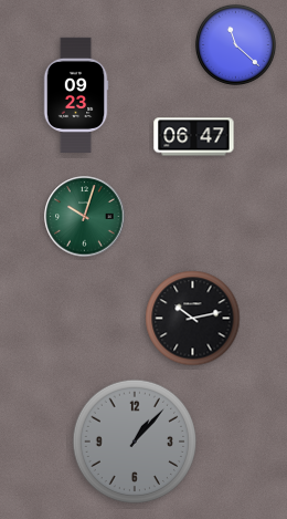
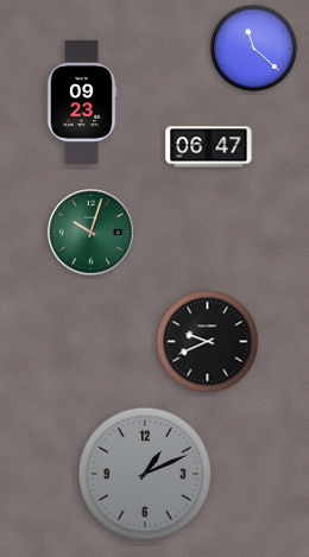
clock at (193, 319): 10:13 -> 9:41
clock at (135, 442): 1:07 -> 1:11
